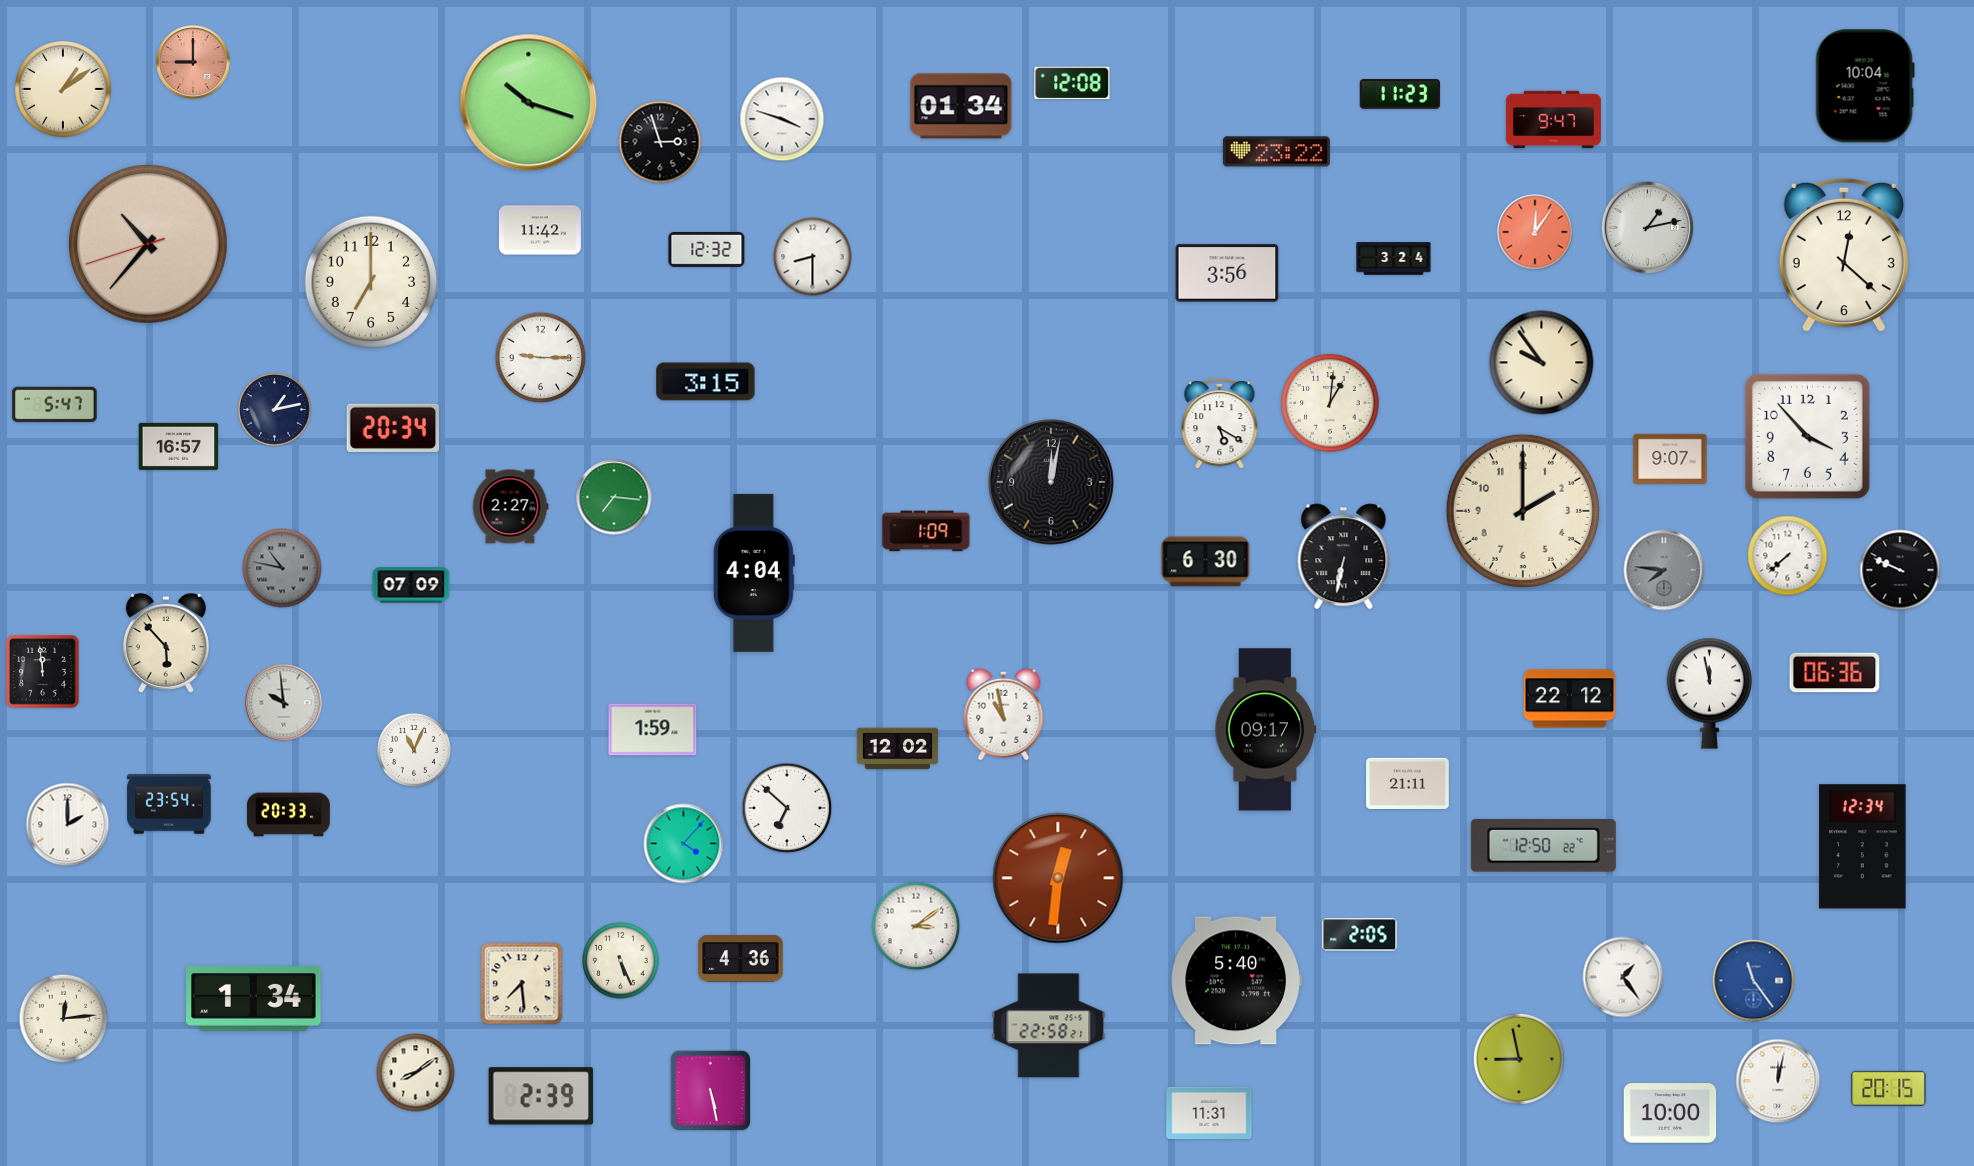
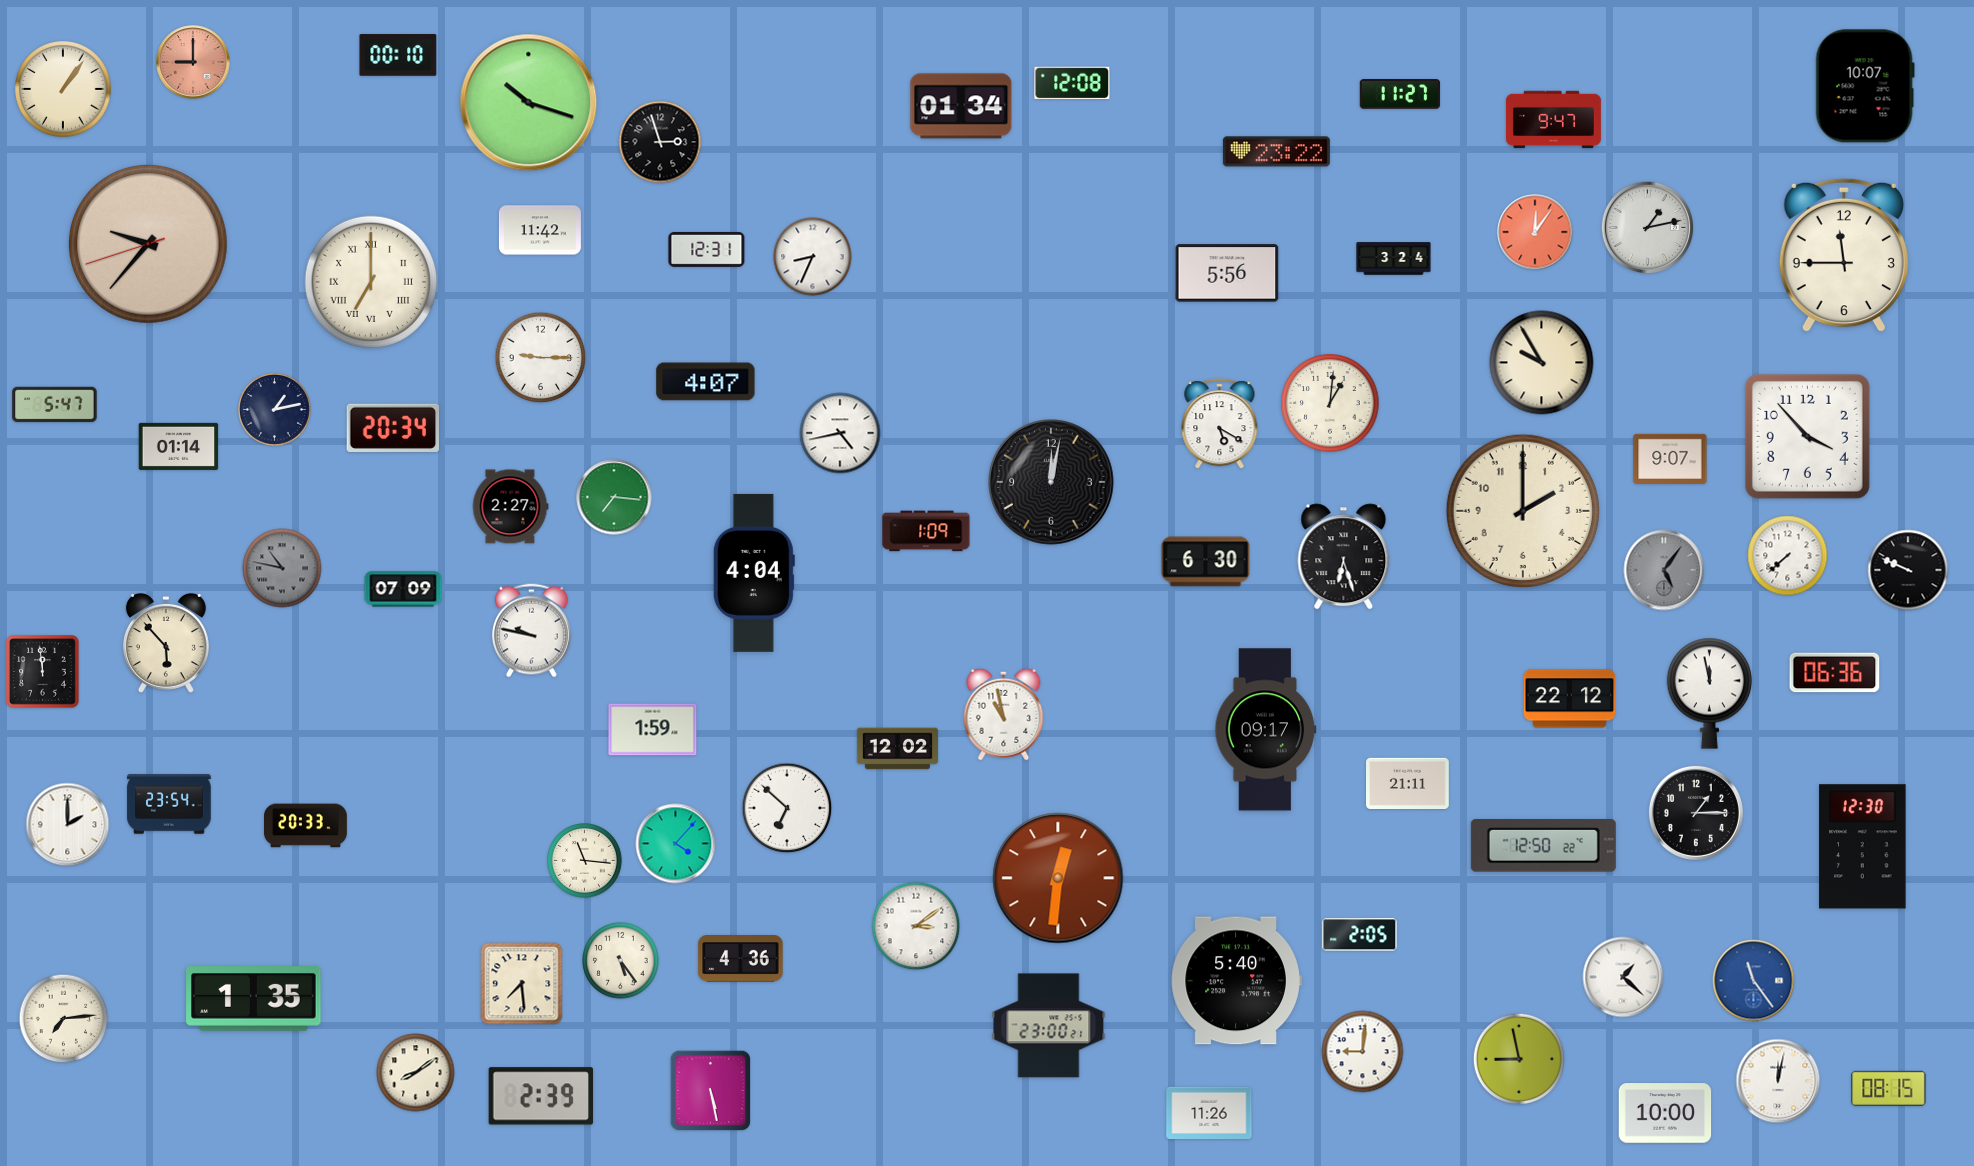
clock at (398, 55): none -> 00:10
clock at (1865, 86): 10:04 -> 10:07
clock at (63, 89): 1:09 -> 1:06
clock at (1400, 94): 11:23 -> 11:27
clock at (782, 119): 3:48 -> none
clock at (148, 244): 10:36 -> 9:36
clock at (707, 249): 12:32 -> 12:31
clock at (1844, 255): 12:22 -> 11:45
clock at (813, 257): 8:30 -> 8:34
clock at (1227, 273): 3:56 -> 5:56
clock at (371, 282) numerals: Arabic -> Roman
clock at (1542, 363): 9:54 -> 9:55
clock at (706, 382): 3:15 -> 4:07
clock at (840, 433): none -> 4:43
clock at (179, 446): 16:57 -> 01:14
clock at (1344, 557): 6:32 -> 6:27
clock at (1664, 570): 7:46 -> 5:06
clock at (1900, 570) position: (1900, 570) -> (1908, 570)
clock at (411, 585) position: (411, 585) -> (403, 589)
clock at (532, 631): none -> 9:47
clock at (284, 703): 9:59 -> none
clock at (414, 750): 11:04 -> none
clock at (1696, 813): none -> 1:15
clock at (289, 815) position: (289, 815) -> (306, 826)
clock at (684, 844) position: (684, 844) -> (676, 844)
clock at (1863, 847): 12:34 -> 12:30
clock at (585, 861): none -> 11:16
clock at (621, 961): 5:26 -> 5:24
clock at (1623, 977): 1:24 -> 1:22
clock at (254, 999): 1:34 -> 1:35
clock at (64, 1019): 12:14 -> 7:14
clock at (1049, 1026): 22:58 -> 23:00
clock at (1363, 1052): none -> 9:01
clock at (1889, 1088): 20:15 -> 08:15
clock at (1209, 1113): 11:31 -> 11:26
clock at (1670, 1113) position: (1670, 1113) -> (1665, 1113)
